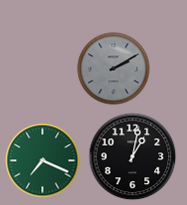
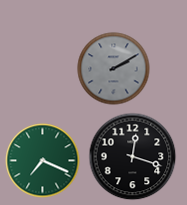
clock at (133, 157): 1:02 -> 12:18
